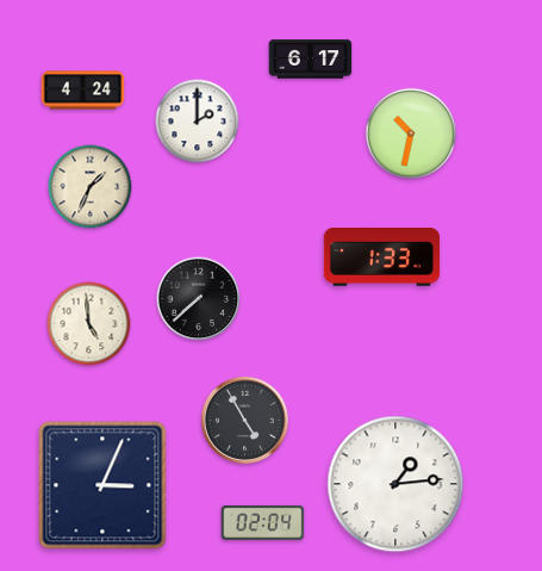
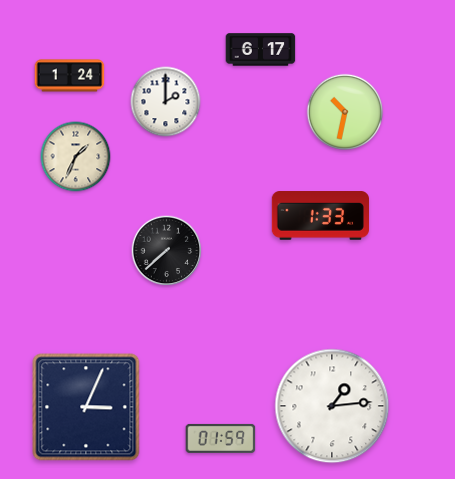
clock at (83, 91): 4:24 -> 1:24
clock at (89, 324): 4:59 -> none
clock at (244, 420): 4:55 -> none
clock at (263, 522): 02:04 -> 01:59
